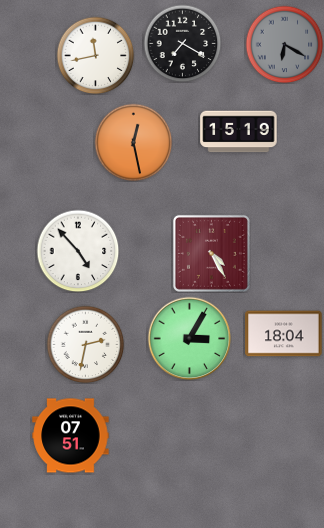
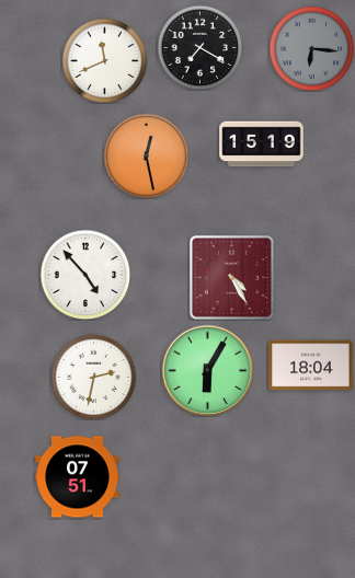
clock at (284, 44): 6:20 -> 6:16
clock at (95, 55): 11:43 -> 11:41
clock at (189, 338): 3:05 -> 6:05
